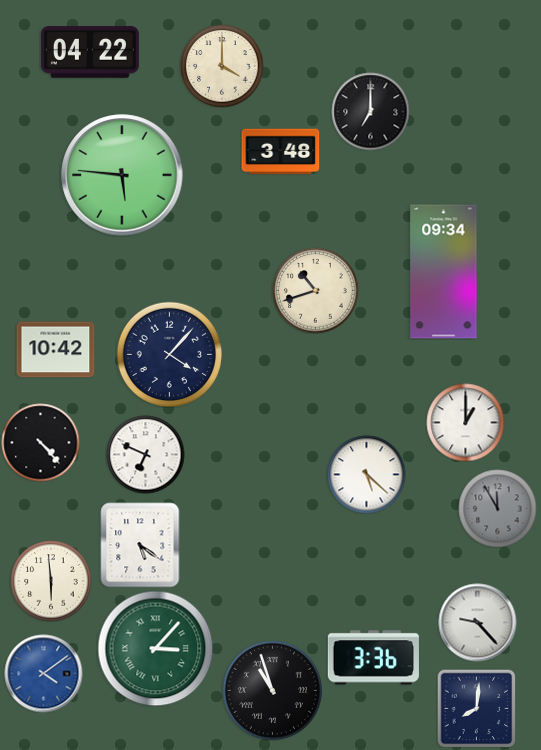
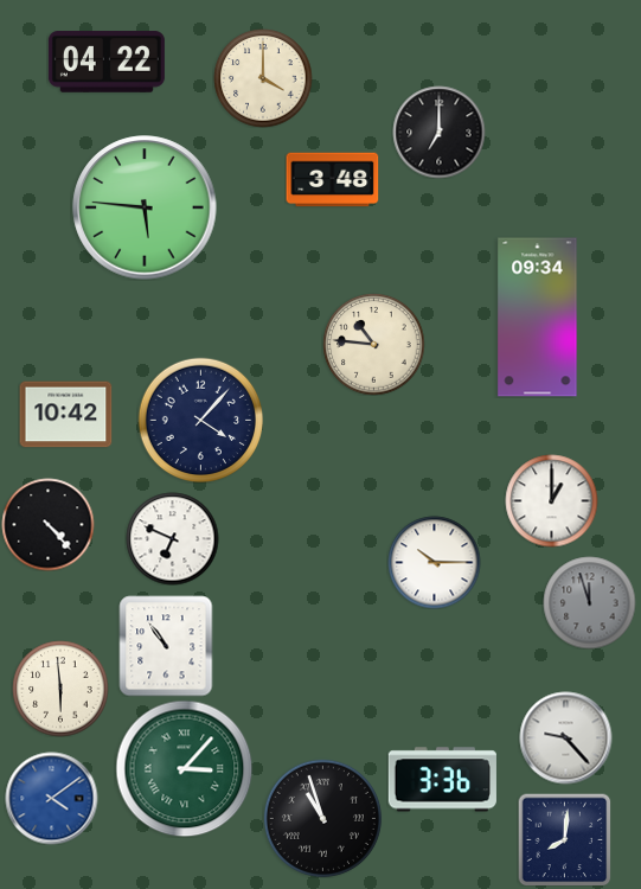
clock at (444, 272) position: (444, 272) -> (538, 318)
clock at (315, 290): 10:42 -> 10:46
clock at (366, 474): 5:22 -> 10:15
clock at (497, 508): 11:55 -> 11:57
clock at (140, 545): 5:21 -> 10:54
